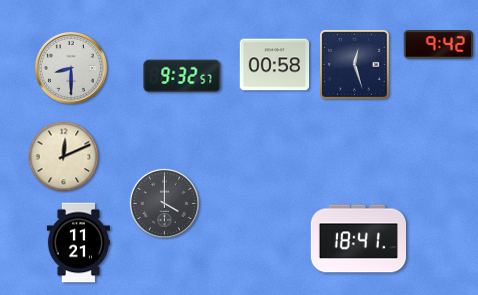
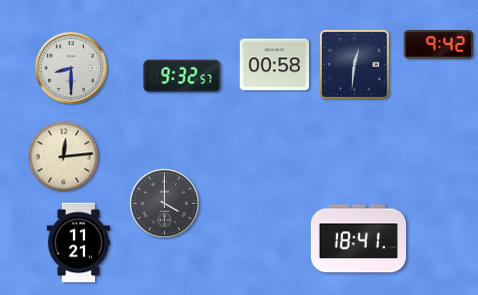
clock at (355, 65): 12:27 -> 12:31
clock at (64, 157): 12:11 -> 12:14
